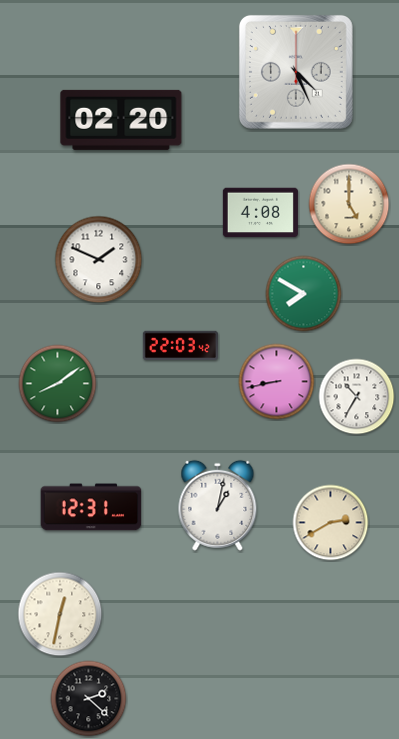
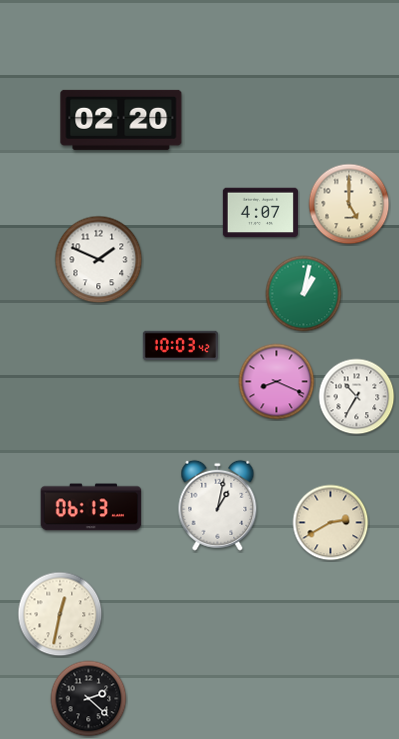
clock at (296, 72): 4:26 -> none
clock at (260, 213): 4:08 -> 4:07
clock at (304, 294): 7:50 -> 1:02
clock at (180, 346): 22:03 -> 10:03
clock at (277, 382): 8:43 -> 8:19
clock at (58, 384): 8:09 -> none
clock at (91, 507): 12:31 -> 06:13
